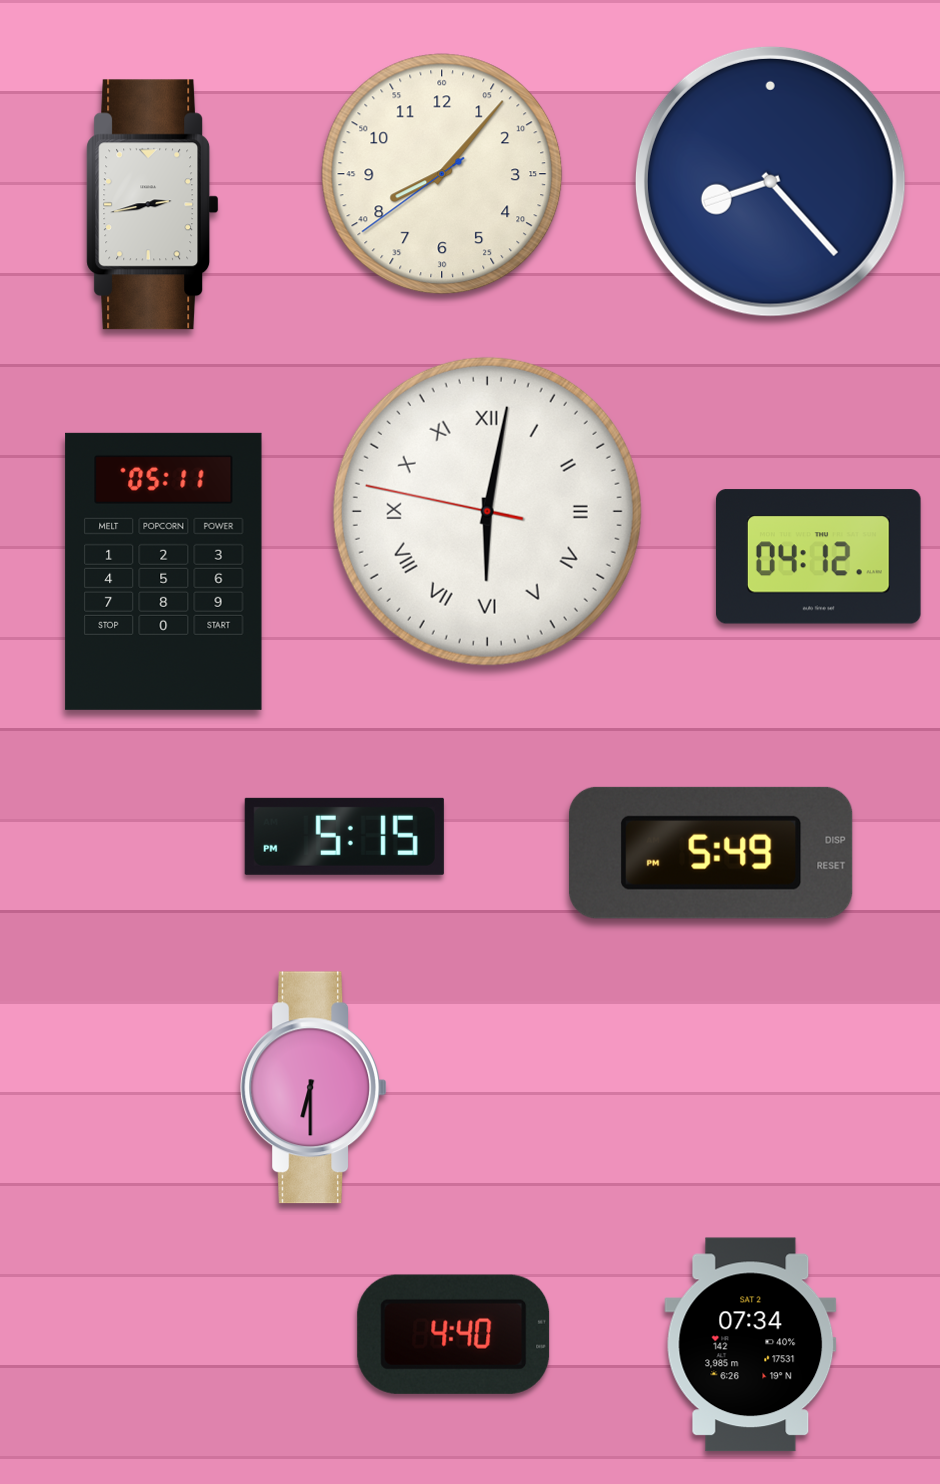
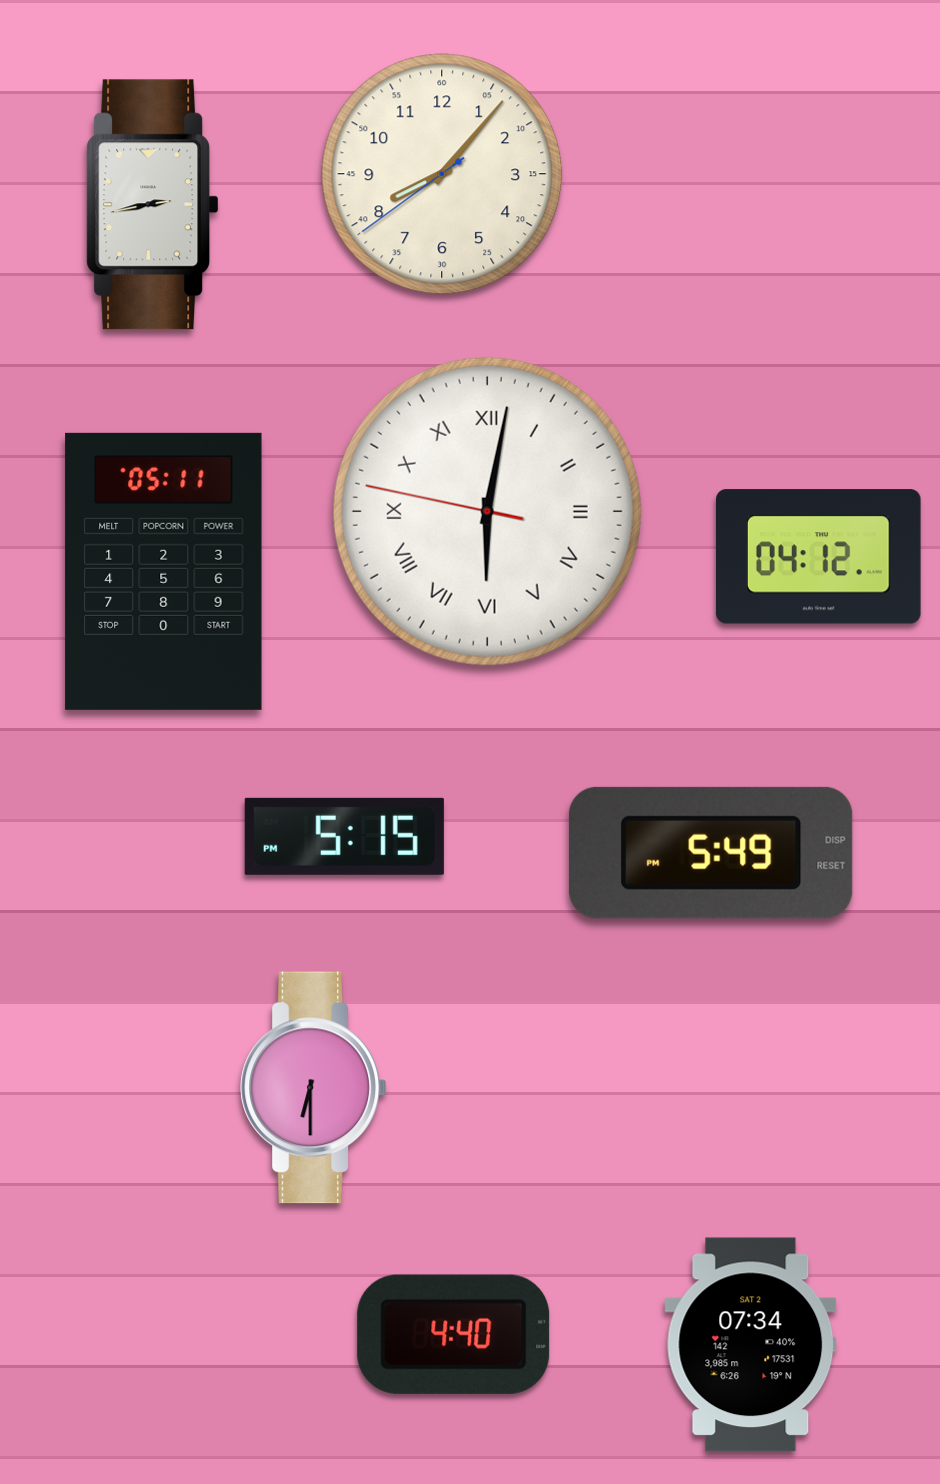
clock at (770, 181): 8:23 -> none
